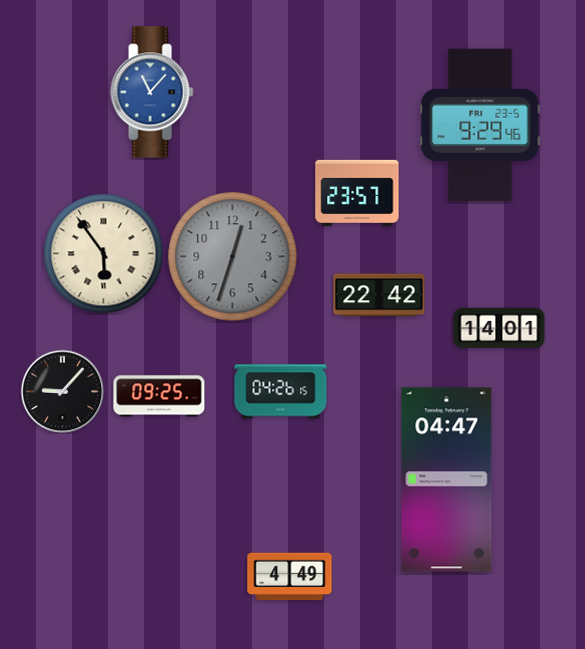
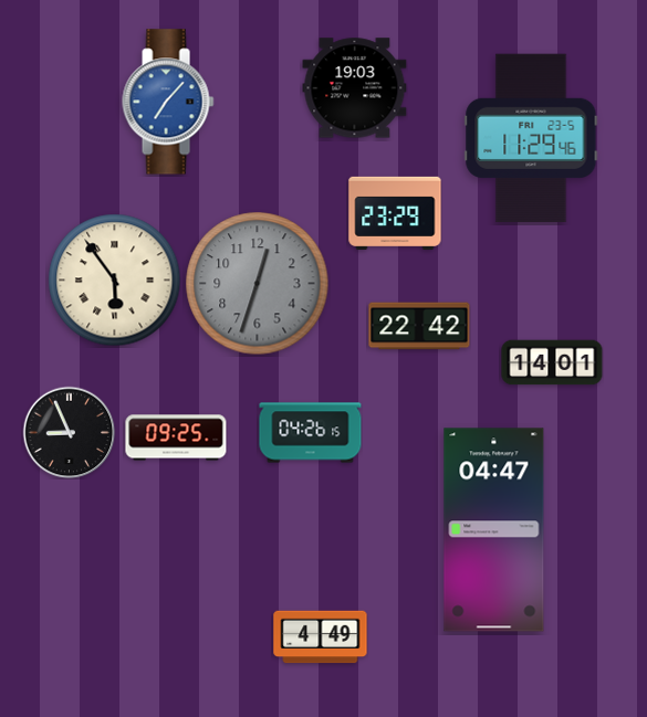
clock at (355, 88): none -> 19:03
clock at (152, 92): 11:07 -> 7:07
clock at (480, 125): 9:29 -> 11:29
clock at (357, 192): 23:57 -> 23:29
clock at (62, 391): 9:07 -> 8:56
